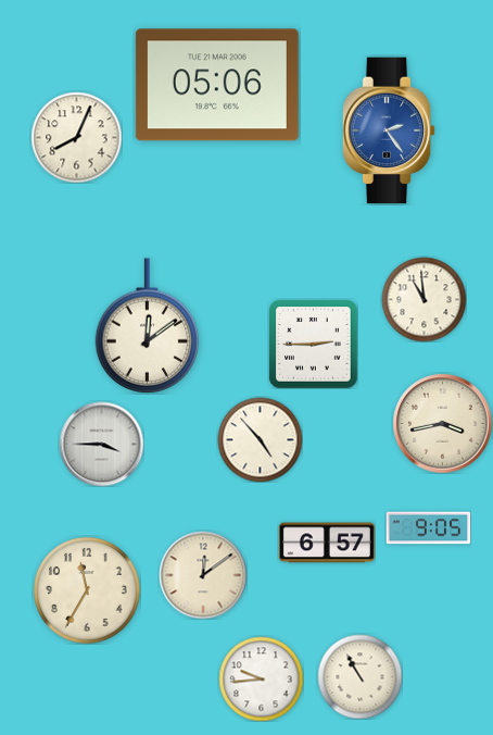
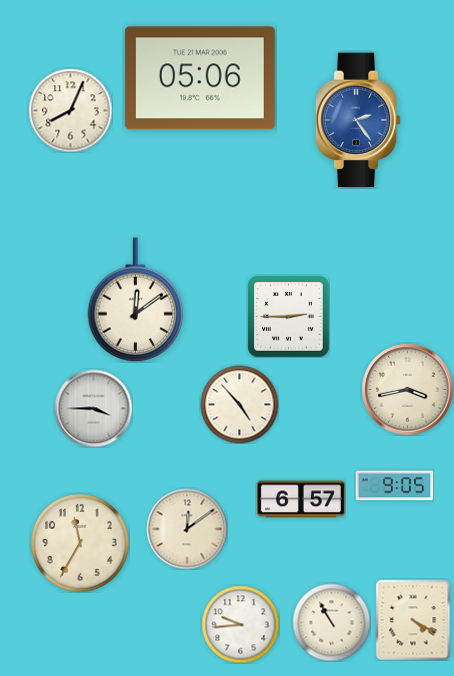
clock at (76, 137) position: (76, 137) -> (70, 110)
clock at (424, 299): 10:59 -> none
clock at (413, 620): none -> 4:20
